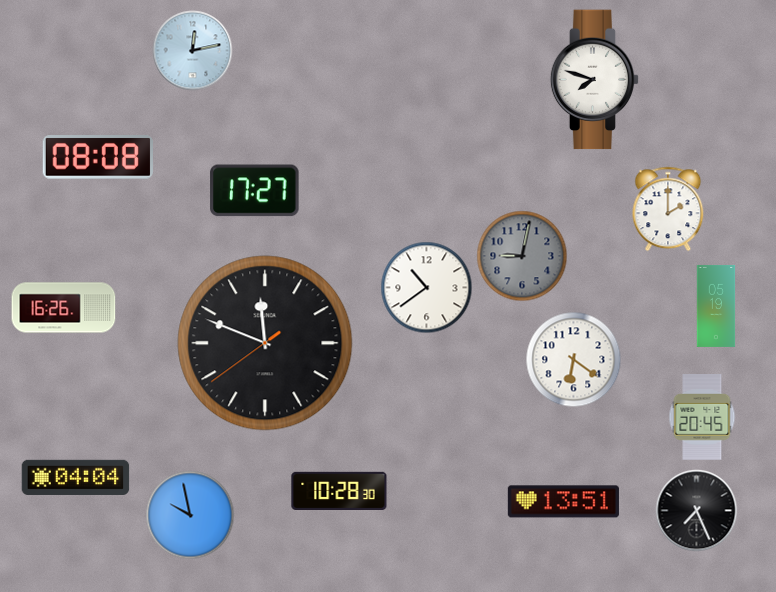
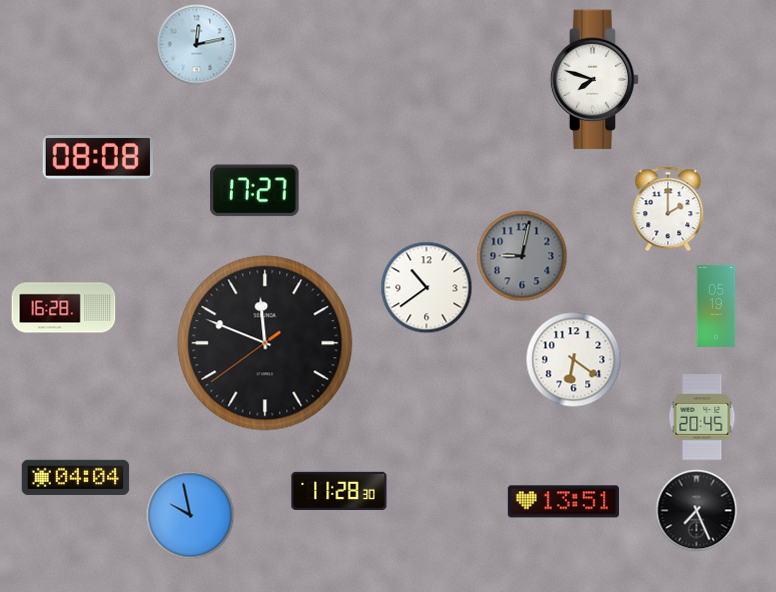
clock at (193, 51) position: (193, 51) -> (197, 45)
clock at (64, 308): 16:26 -> 16:28
clock at (339, 490): 10:28 -> 11:28
